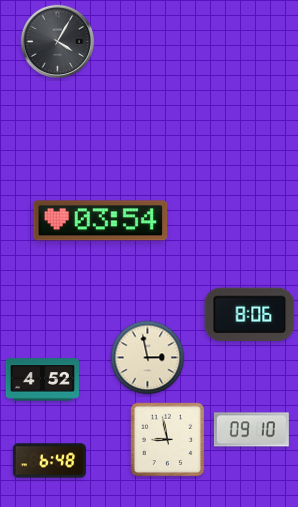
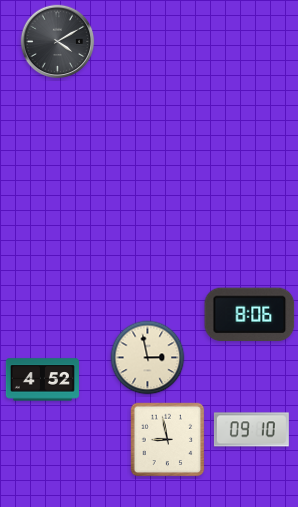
clock at (58, 42): 4:05 -> 4:10
clock at (101, 221): 03:54 -> none
clock at (49, 461): 6:48 -> none
